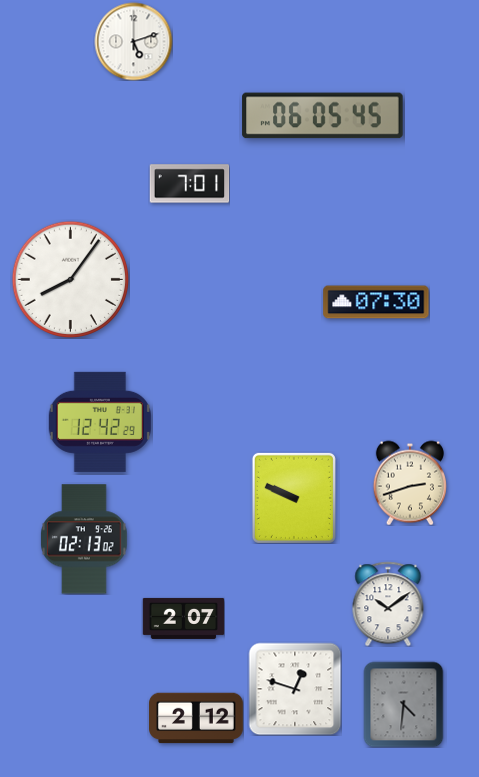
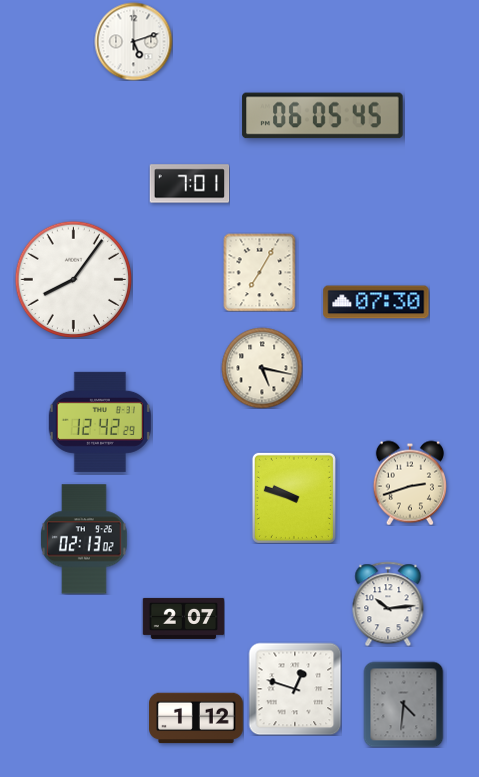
clock at (260, 272): none -> 7:05
clock at (70, 279) position: (70, 279) -> (73, 279)
clock at (262, 368): none -> 5:17
clock at (294, 498): 9:49 -> 9:48
clock at (388, 604): 10:09 -> 10:14
clock at (197, 718): 2:12 -> 1:12
